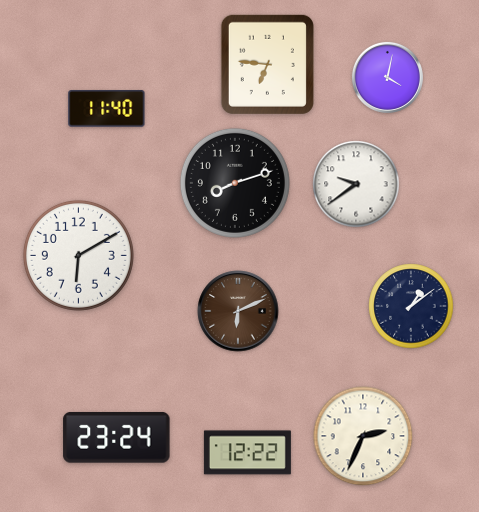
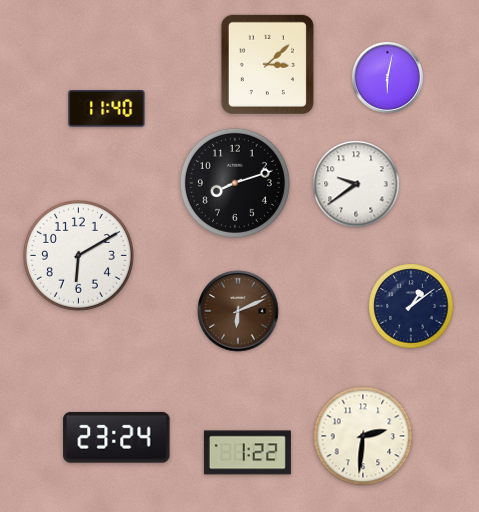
clock at (267, 64): 6:46 -> 3:08
clock at (387, 77): 4:02 -> 6:02
clock at (363, 436): 2:34 -> 2:31
clock at (247, 453): 12:22 -> 1:22
